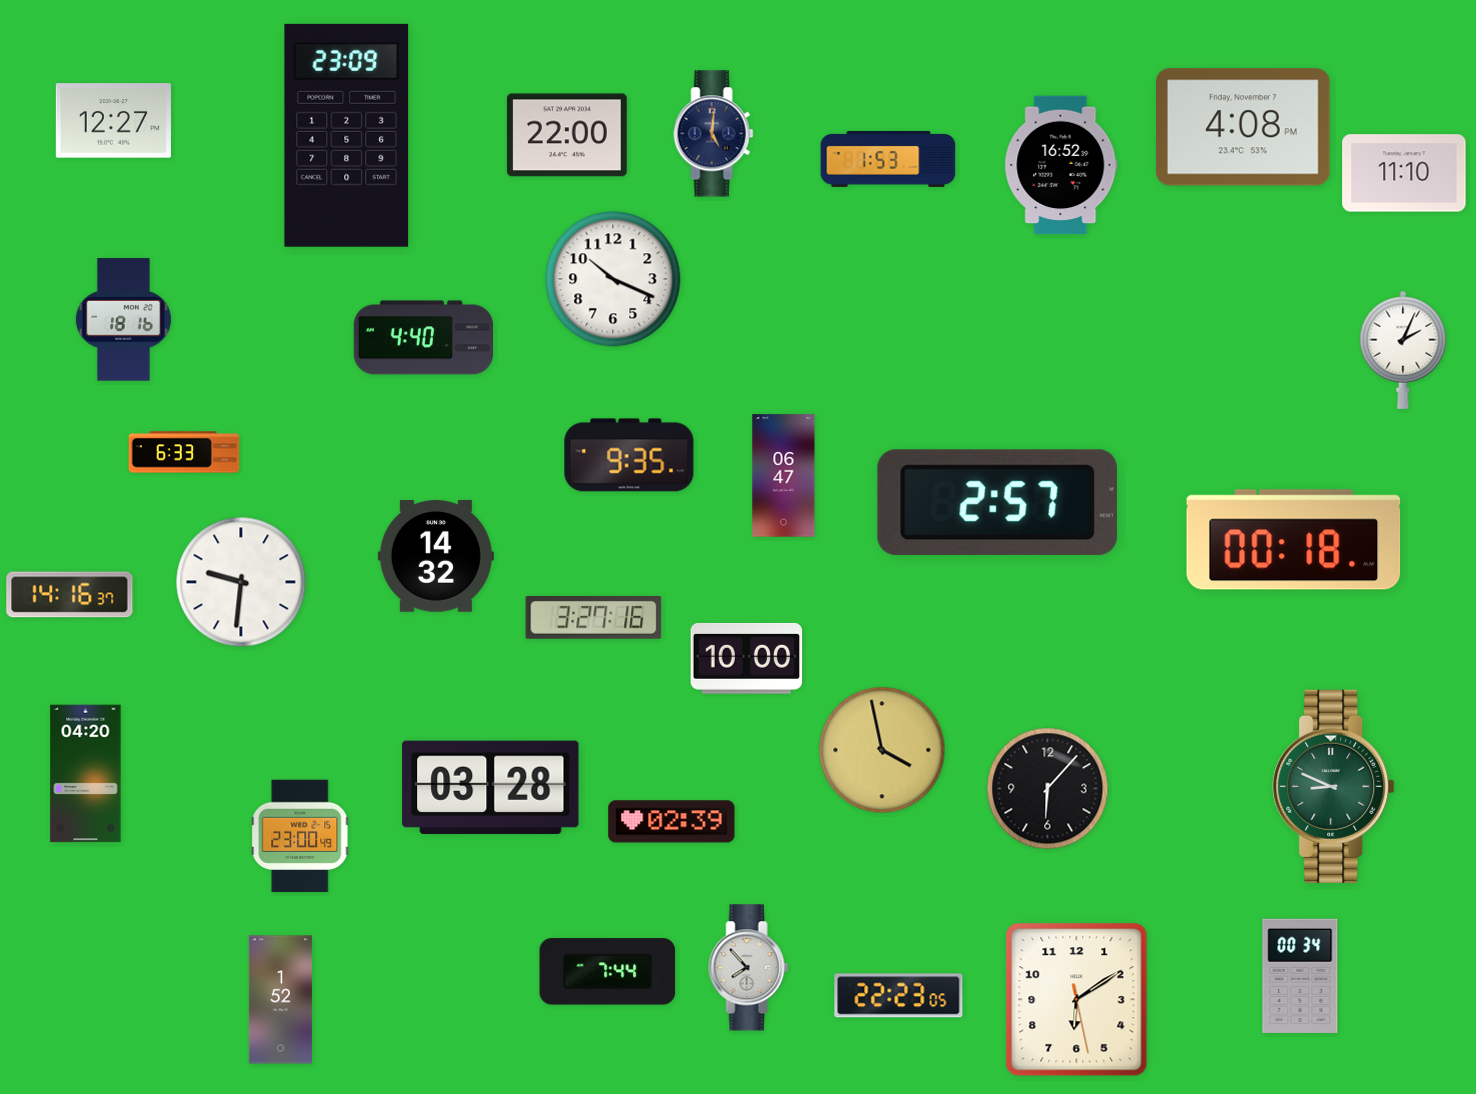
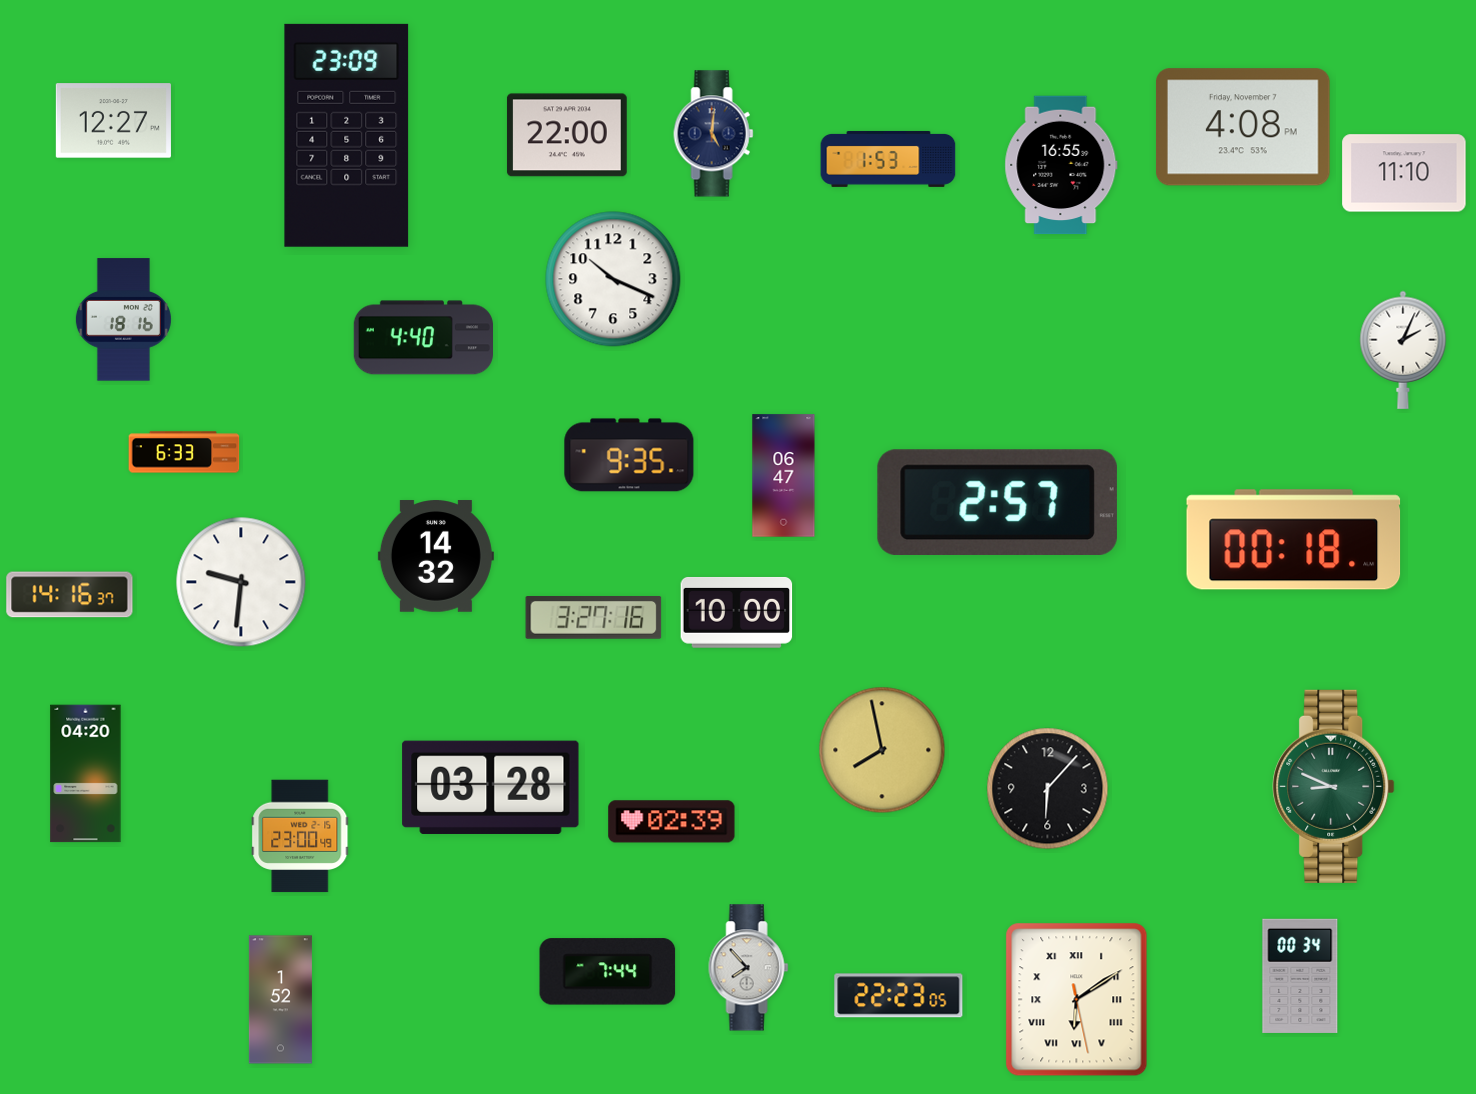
clock at (1061, 165): 16:52 -> 16:55
clock at (747, 659) position: (747, 659) -> (737, 613)
clock at (882, 750): 3:58 -> 7:58
clock at (1077, 1000) numerals: Arabic -> Roman
